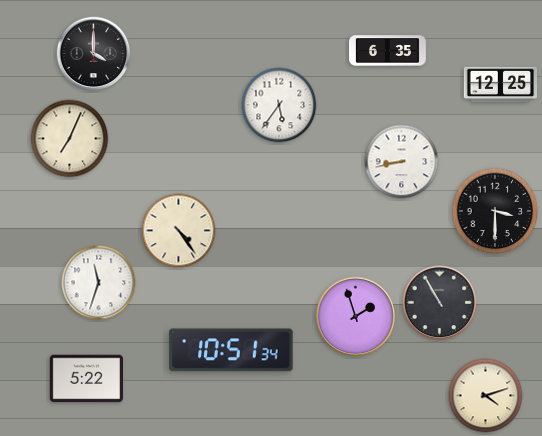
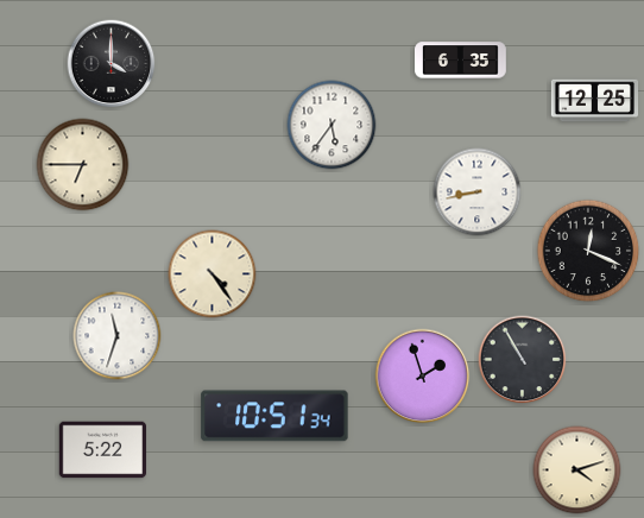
clock at (70, 139): 7:04 -> 6:45
clock at (495, 211): 3:30 -> 12:19
